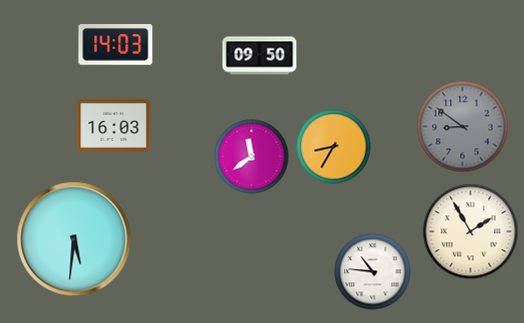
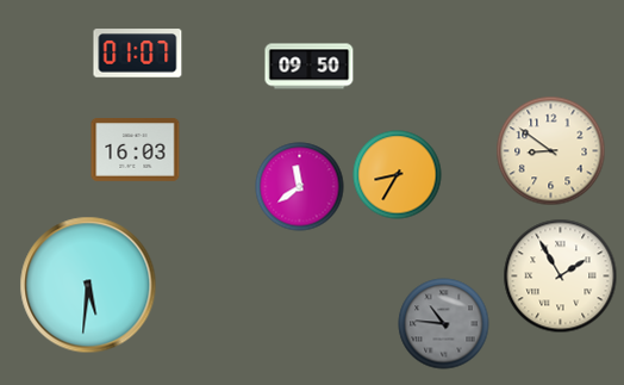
clock at (116, 45): 14:03 -> 01:07
clock at (463, 127) dial: grey -> cream
clock at (373, 272) dial: white -> grey
